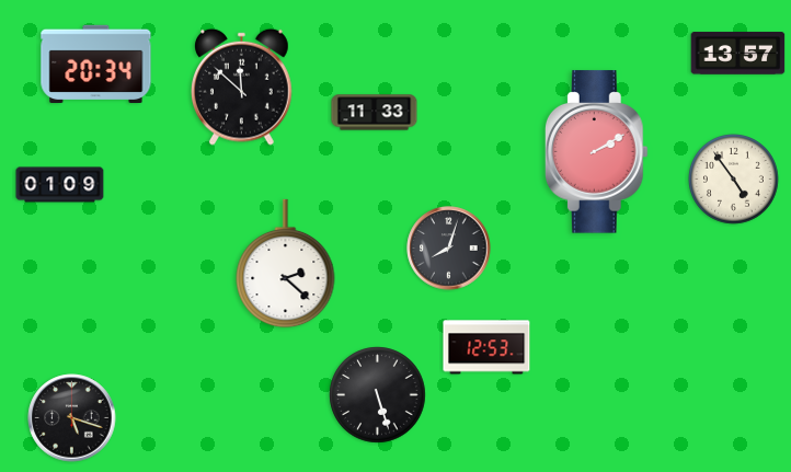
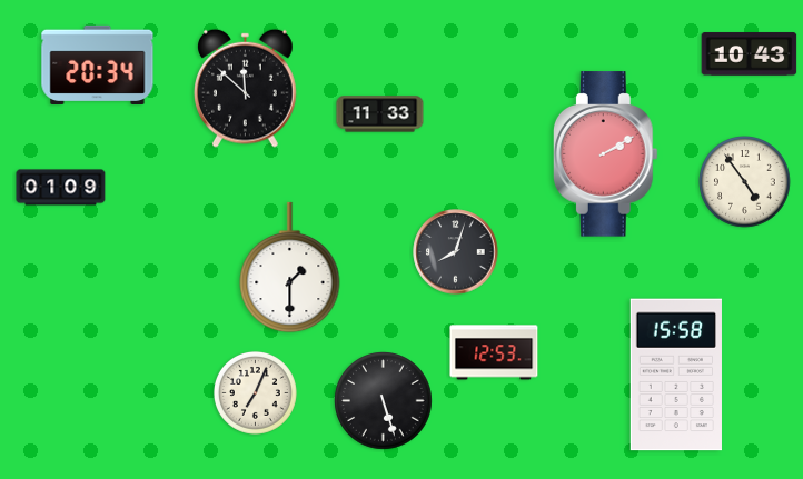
clock at (738, 54): 13:57 -> 10:43
clock at (286, 264): 2:22 -> 1:30
clock at (676, 375): none -> 15:58
clock at (255, 392): none -> 7:04
clock at (72, 418): 5:18 -> none
